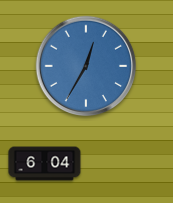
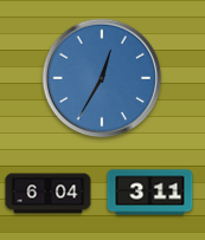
clock at (150, 193): none -> 3:11
clock at (45, 164) position: (45, 164) -> (49, 194)
